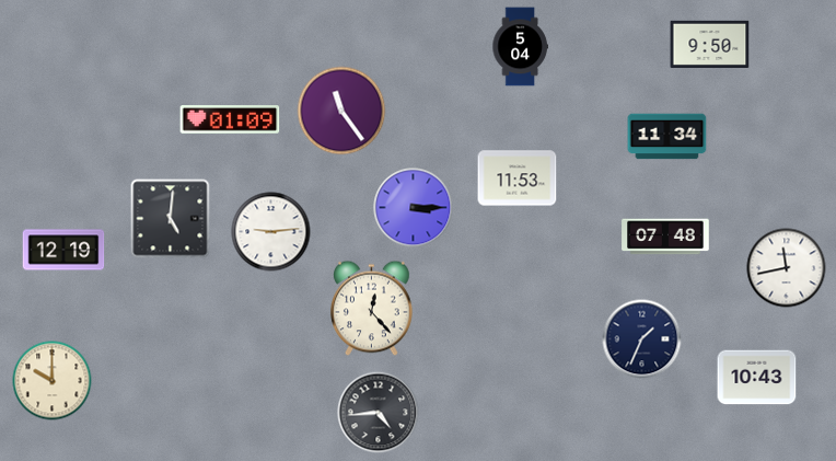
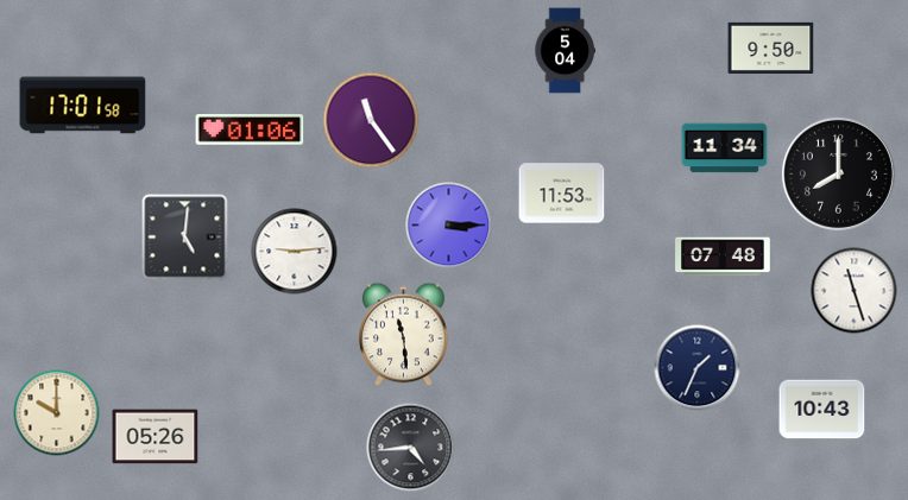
clock at (83, 106): none -> 17:01
clock at (230, 119): 01:09 -> 01:06
clock at (838, 173): none -> 8:00
clock at (63, 250): 12:19 -> none
clock at (787, 268): 11:43 -> 11:27
clock at (372, 309): 12:23 -> 11:29
clock at (156, 437): none -> 05:26
